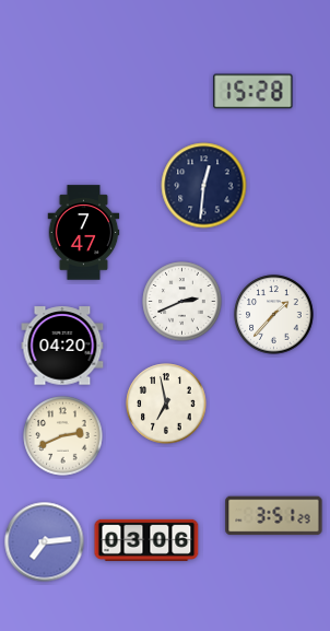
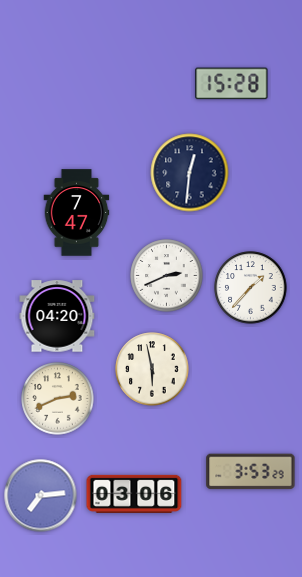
clock at (204, 186) position: (204, 186) -> (190, 173)
clock at (166, 404): 6:58 -> 5:58
clock at (274, 516): 3:51 -> 3:53
